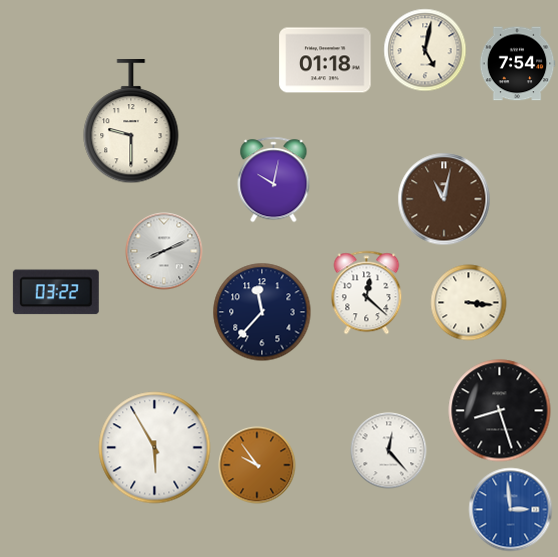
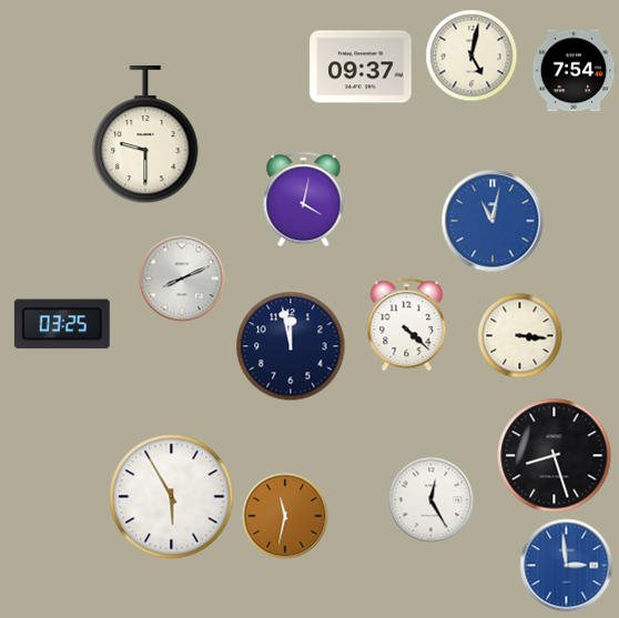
clock at (325, 60): 01:18 -> 09:37
clock at (274, 180): 10:02 -> 4:02
clock at (444, 199) dial: brown -> blue
clock at (56, 292): 03:22 -> 03:25
clock at (367, 293): 12:22 -> 4:22
clock at (262, 312): 11:37 -> 11:58
clock at (389, 451): 12:23 -> 12:25
clock at (257, 465): 9:54 -> 11:32
